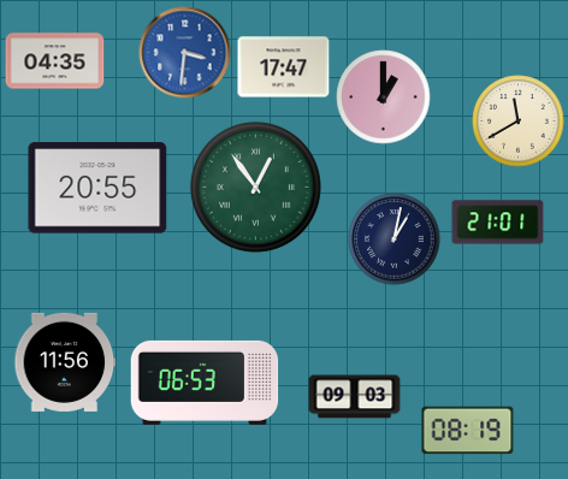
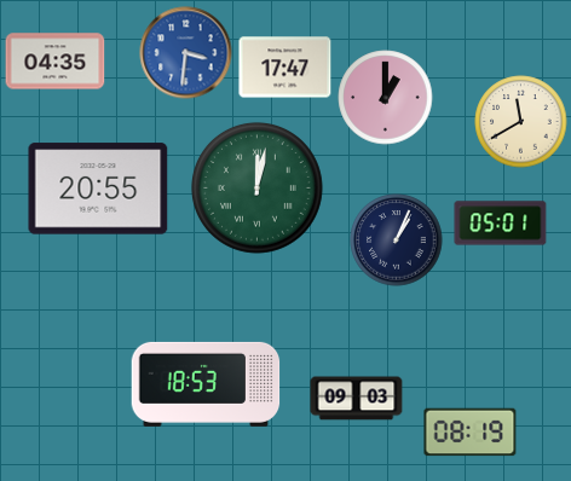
clock at (255, 187): 12:54 -> 12:02
clock at (498, 223): 21:01 -> 05:01
clock at (395, 239): 1:02 -> 1:04
clock at (65, 362): 11:56 -> none
clock at (205, 383): 06:53 -> 18:53
